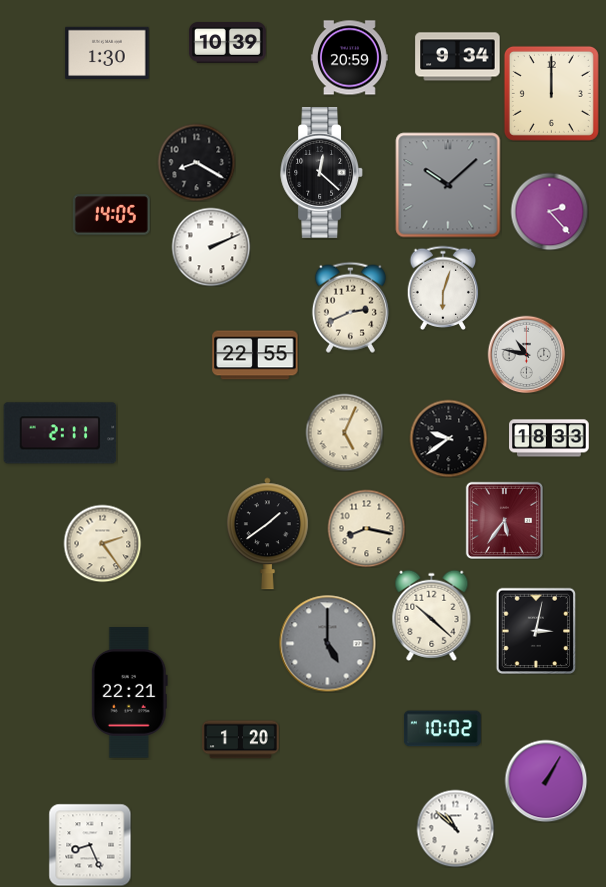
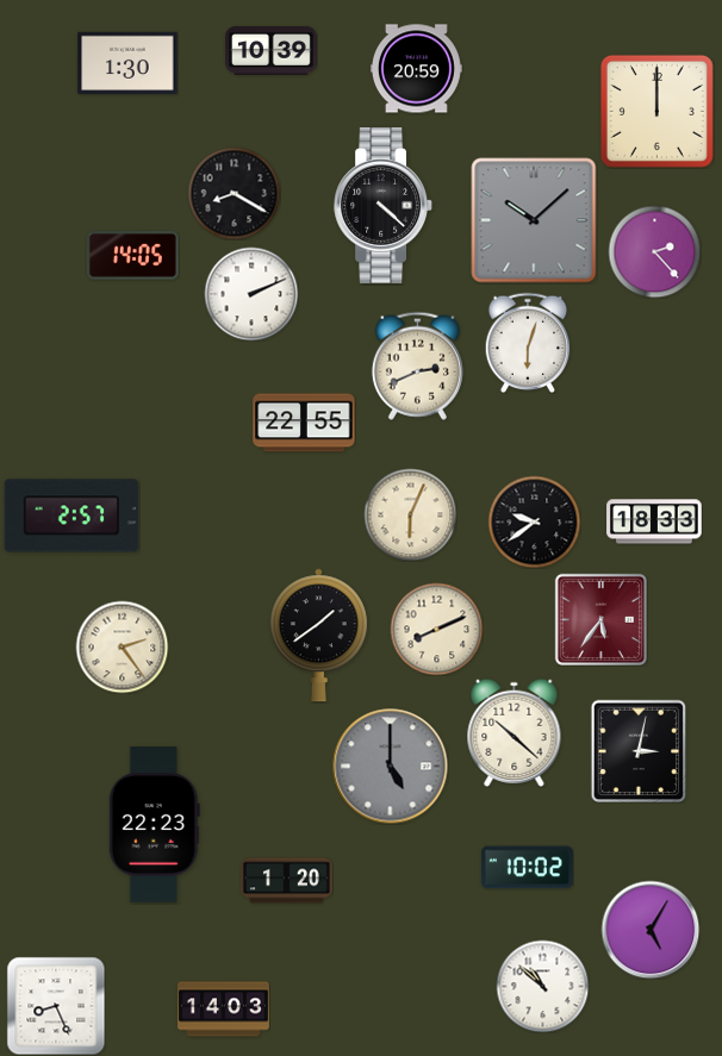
clock at (458, 57): 9:34 -> none
clock at (322, 173): 12:22 -> 4:22
clock at (526, 354): 10:47 -> none
clock at (344, 432): 5:04 -> 6:04
clock at (60, 433): 2:11 -> 2:57
clock at (366, 528): 8:17 -> 8:11
clock at (129, 693): 22:21 -> 22:23
clock at (546, 781): 1:05 -> 5:05
clock at (90, 845) position: (90, 845) -> (56, 1006)
clock at (224, 1010): none -> 14:03
